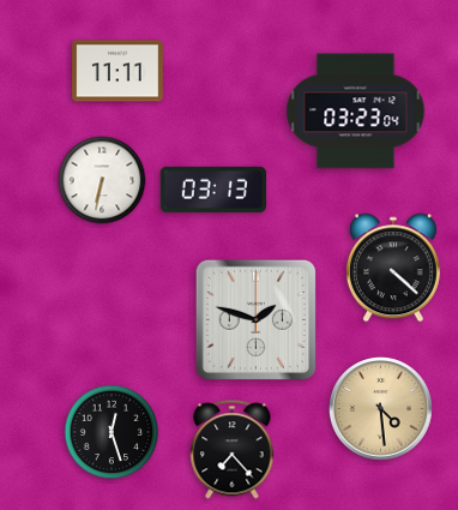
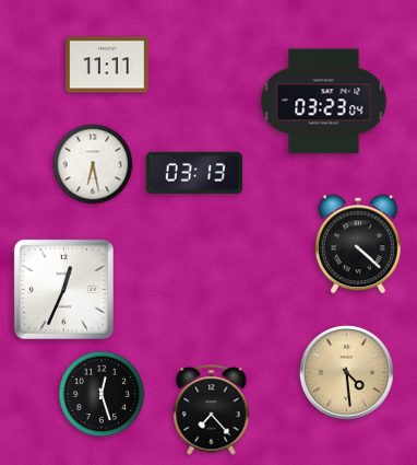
clock at (102, 180): 6:32 -> 6:28
clock at (63, 289): none -> 12:34
clock at (255, 319): 1:48 -> none
